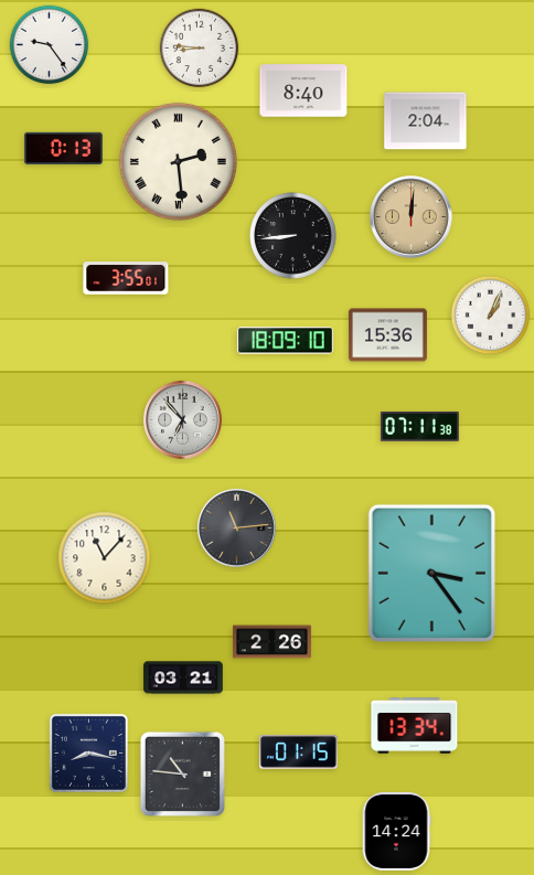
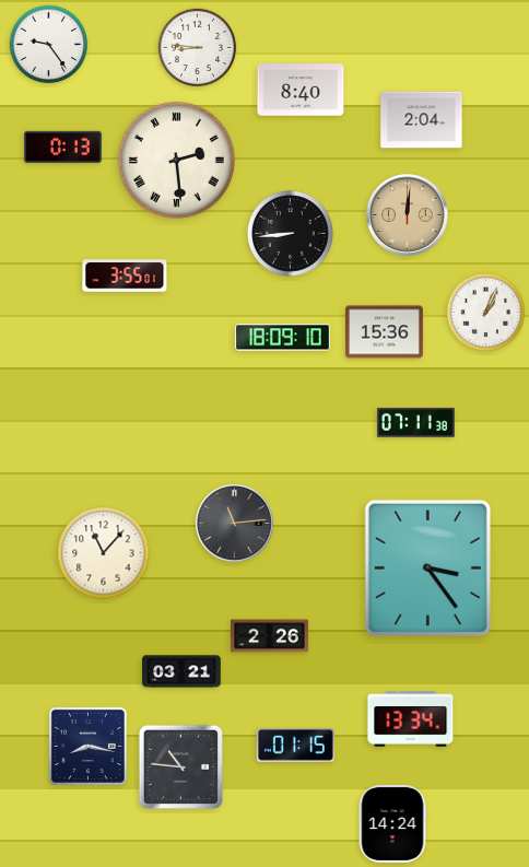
clock at (182, 419): 6:53 -> none
